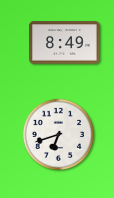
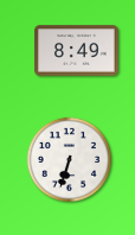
clock at (58, 134): 6:42 -> 6:33
